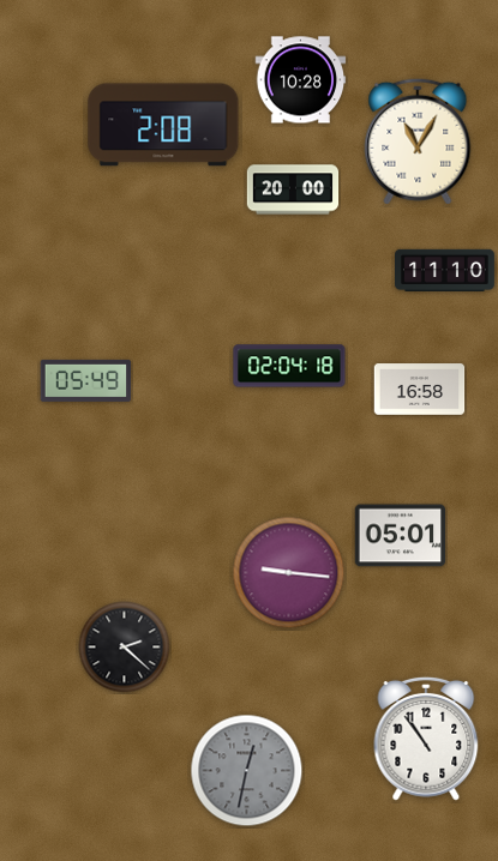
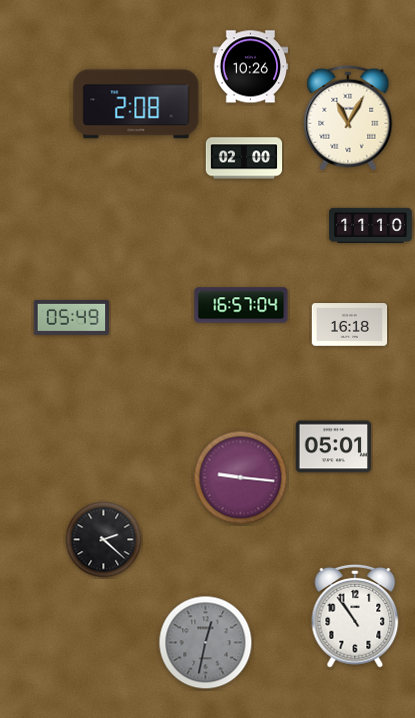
clock at (301, 80): 10:28 -> 10:26
clock at (293, 189): 20:00 -> 02:00
clock at (289, 366): 02:04 -> 16:57
clock at (420, 390): 16:58 -> 16:18
